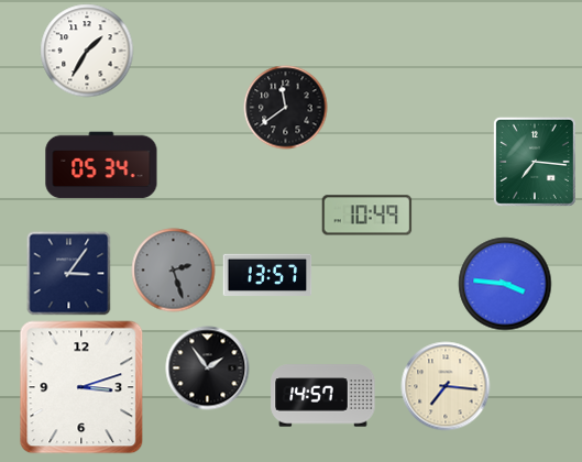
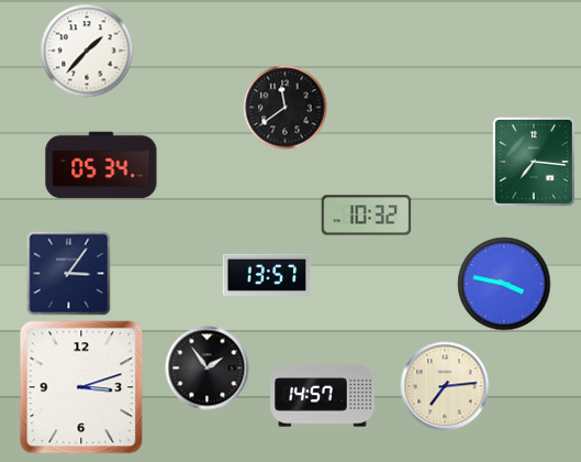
clock at (87, 51): 1:35 -> 1:37
clock at (367, 216): 10:49 -> 10:32
clock at (174, 271): 2:27 -> none
clock at (505, 284): 3:46 -> 3:47
clock at (446, 386): 7:16 -> 7:14
